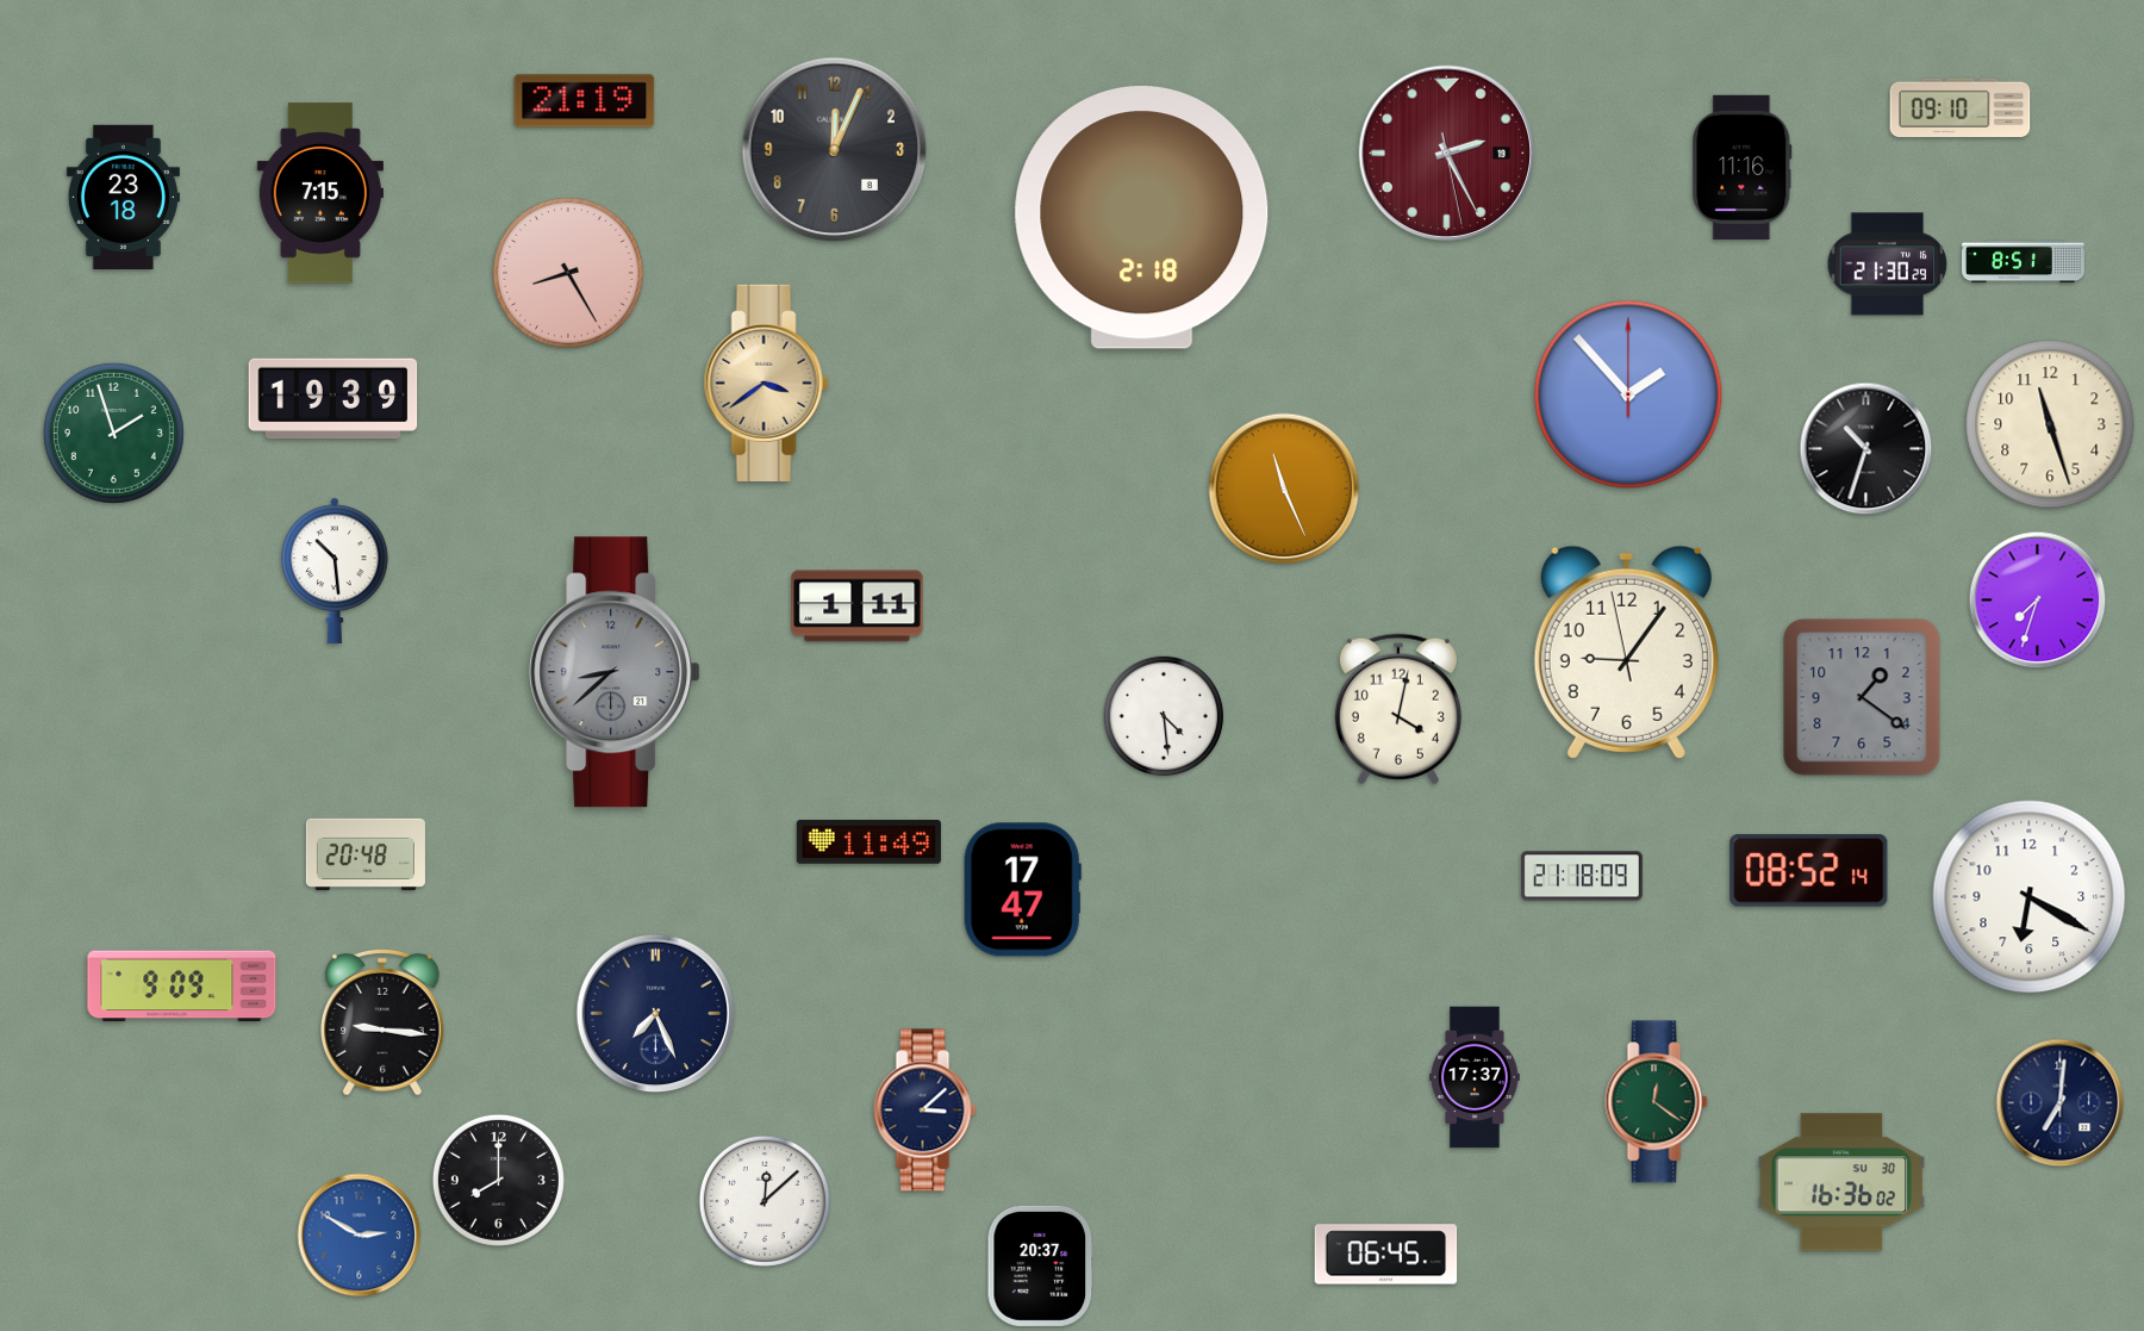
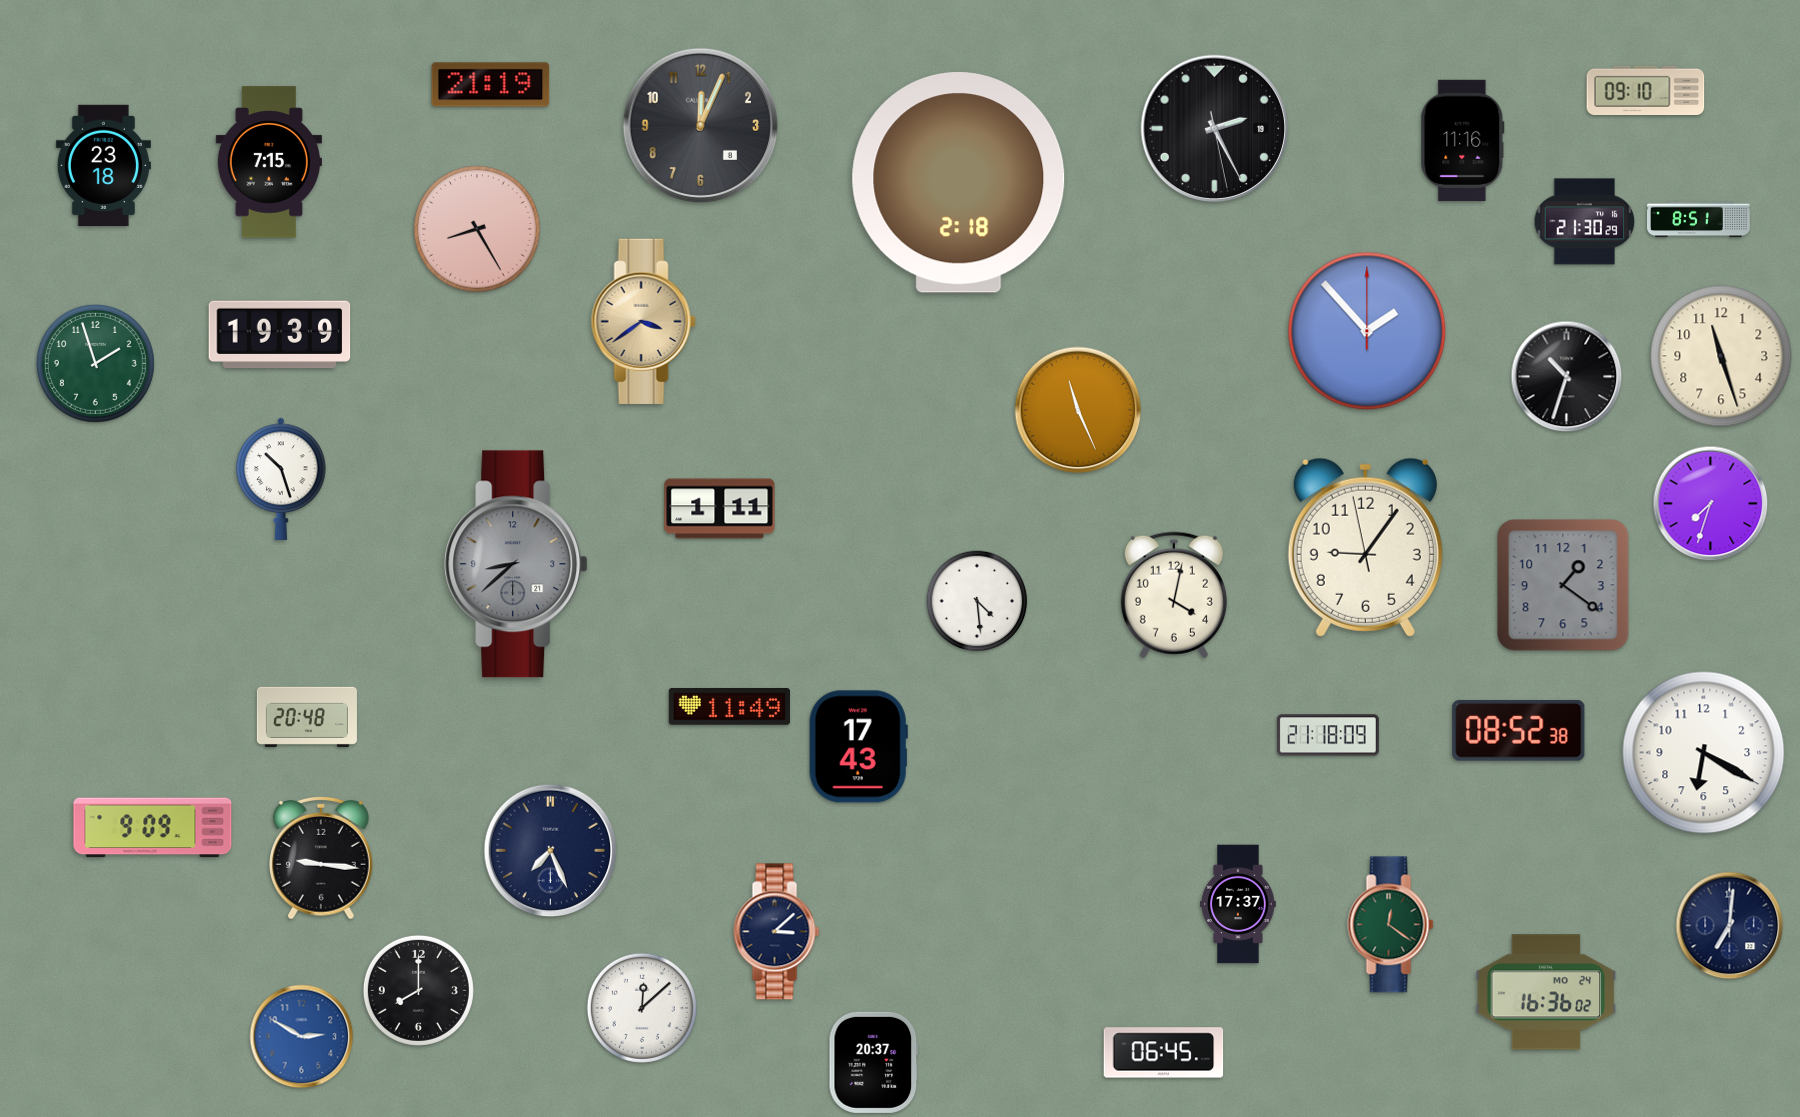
clock at (1446, 153) dial: burgundy -> black
clock at (335, 571): 10:29 -> 10:27
clock at (1809, 870): 08:52:14 -> 08:52:38
clock at (1022, 890): 17:47 -> 17:43
clock at (1841, 1182) date: SU 30 -> MO 24
